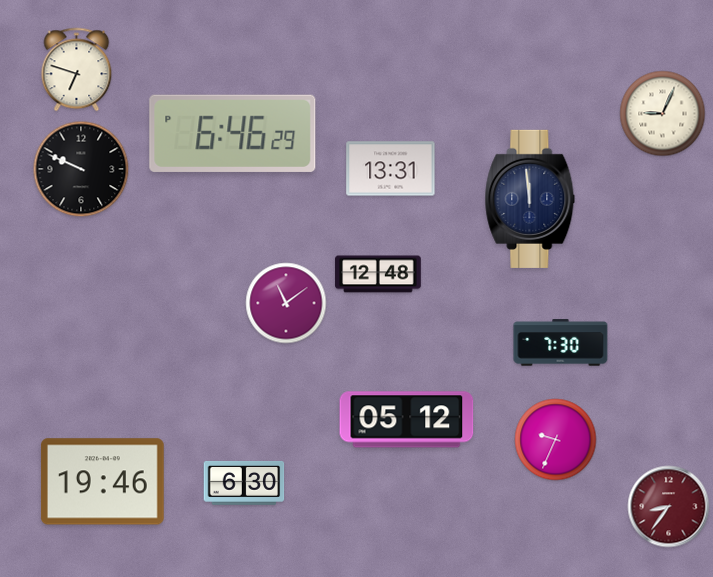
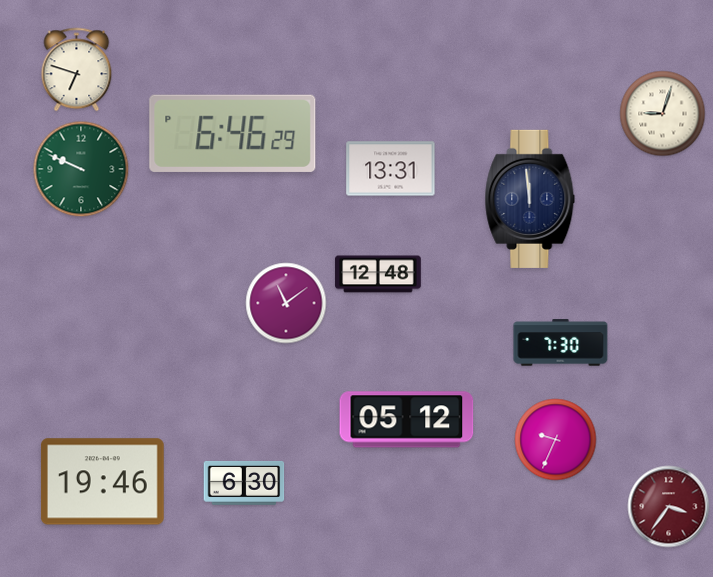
clock at (663, 114): 9:04 -> 9:03
clock at (81, 169) dial: black -> green
clock at (669, 507): 8:36 -> 3:36
